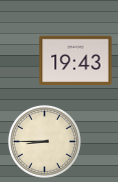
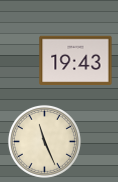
clock at (44, 141): 8:45 -> 11:26
